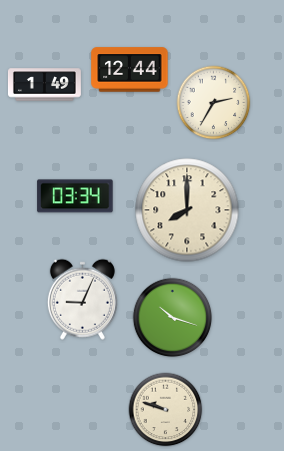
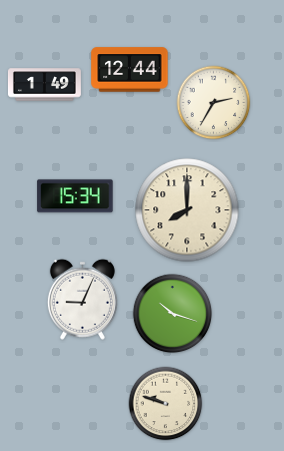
clock at (75, 196): 03:34 -> 15:34
clock at (173, 318) position: (173, 318) -> (173, 314)
clock at (166, 410) position: (166, 410) -> (166, 404)
